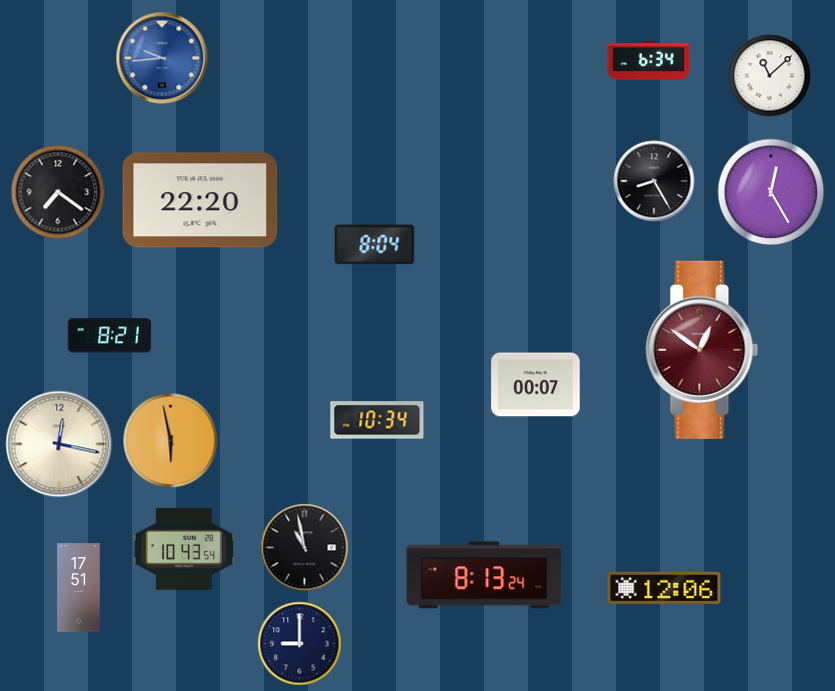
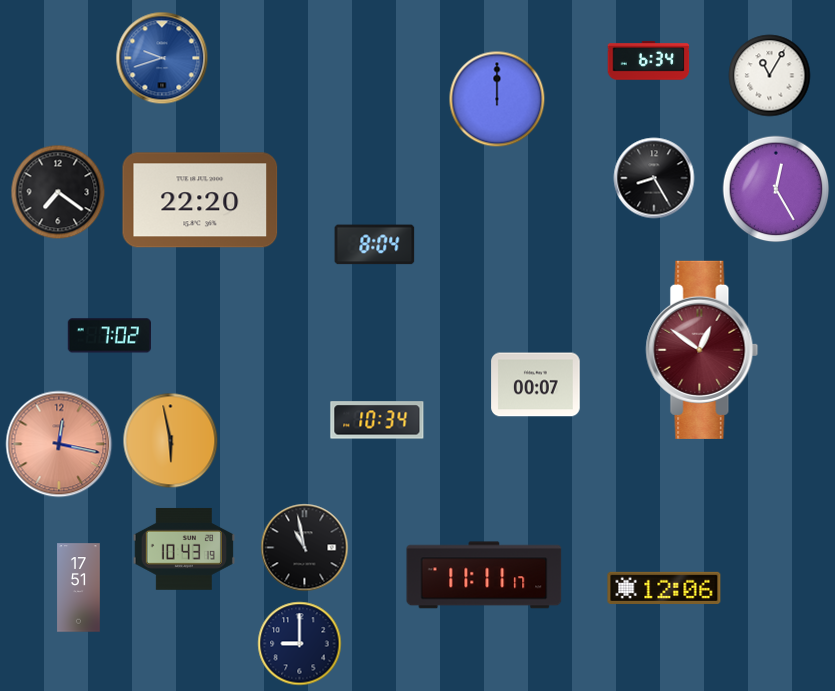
clock at (162, 58): 9:44 -> 9:42
clock at (770, 76): 11:08 -> 11:05
clock at (497, 99): none -> 12:00
clock at (654, 181) position: (654, 181) -> (654, 178)
clock at (771, 192) position: (771, 192) -> (776, 189)
clock at (109, 336): 8:21 -> 7:02
clock at (59, 444) dial: cream -> salmon
clock at (184, 549): 10:43:54 -> 10:43:19
clock at (484, 575): 8:13 -> 11:11
